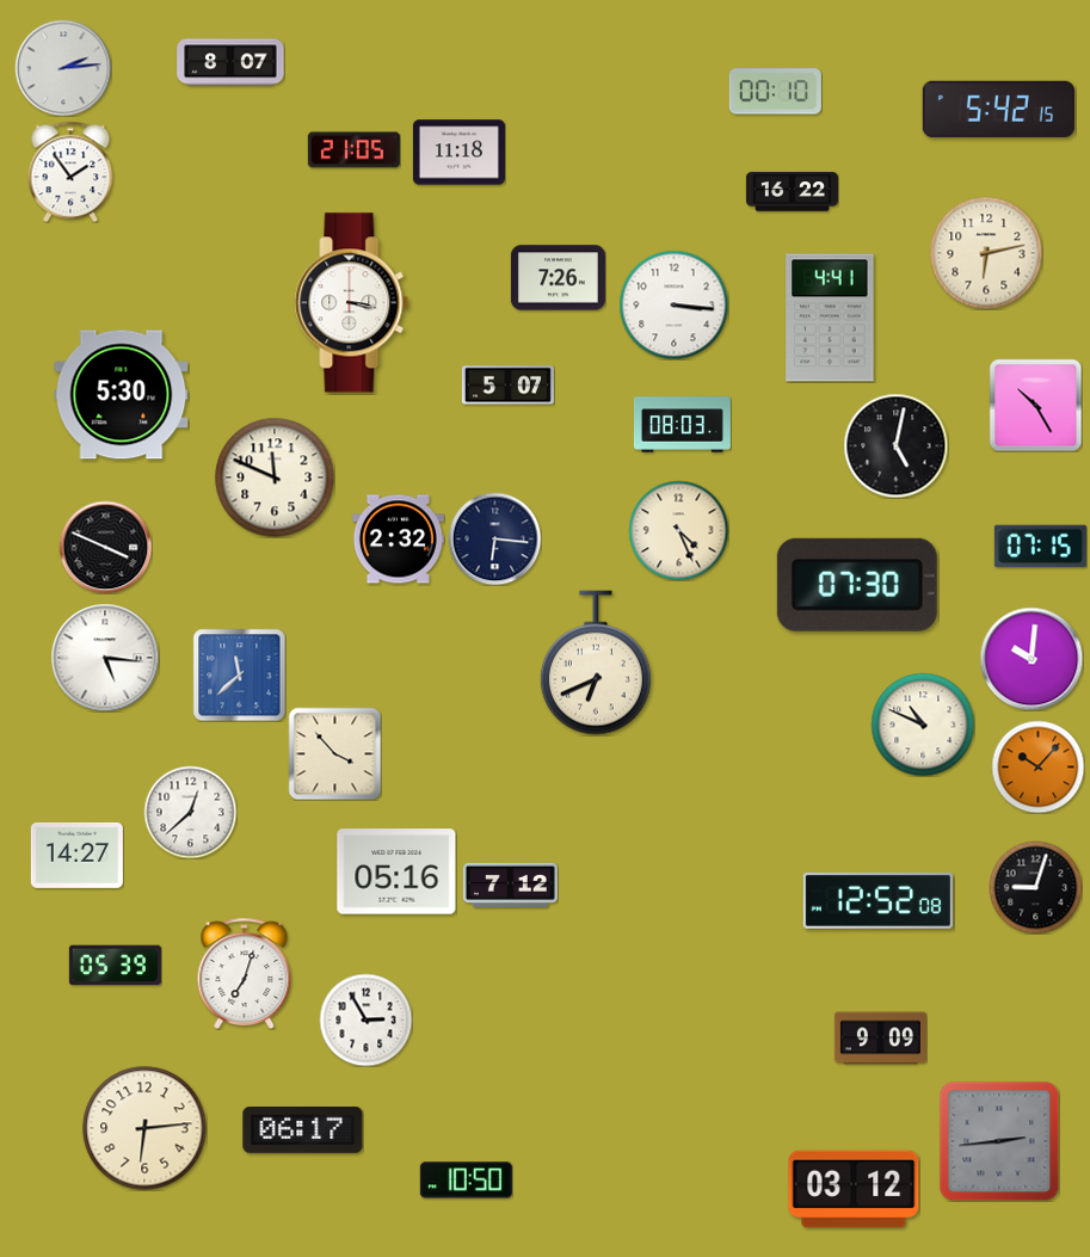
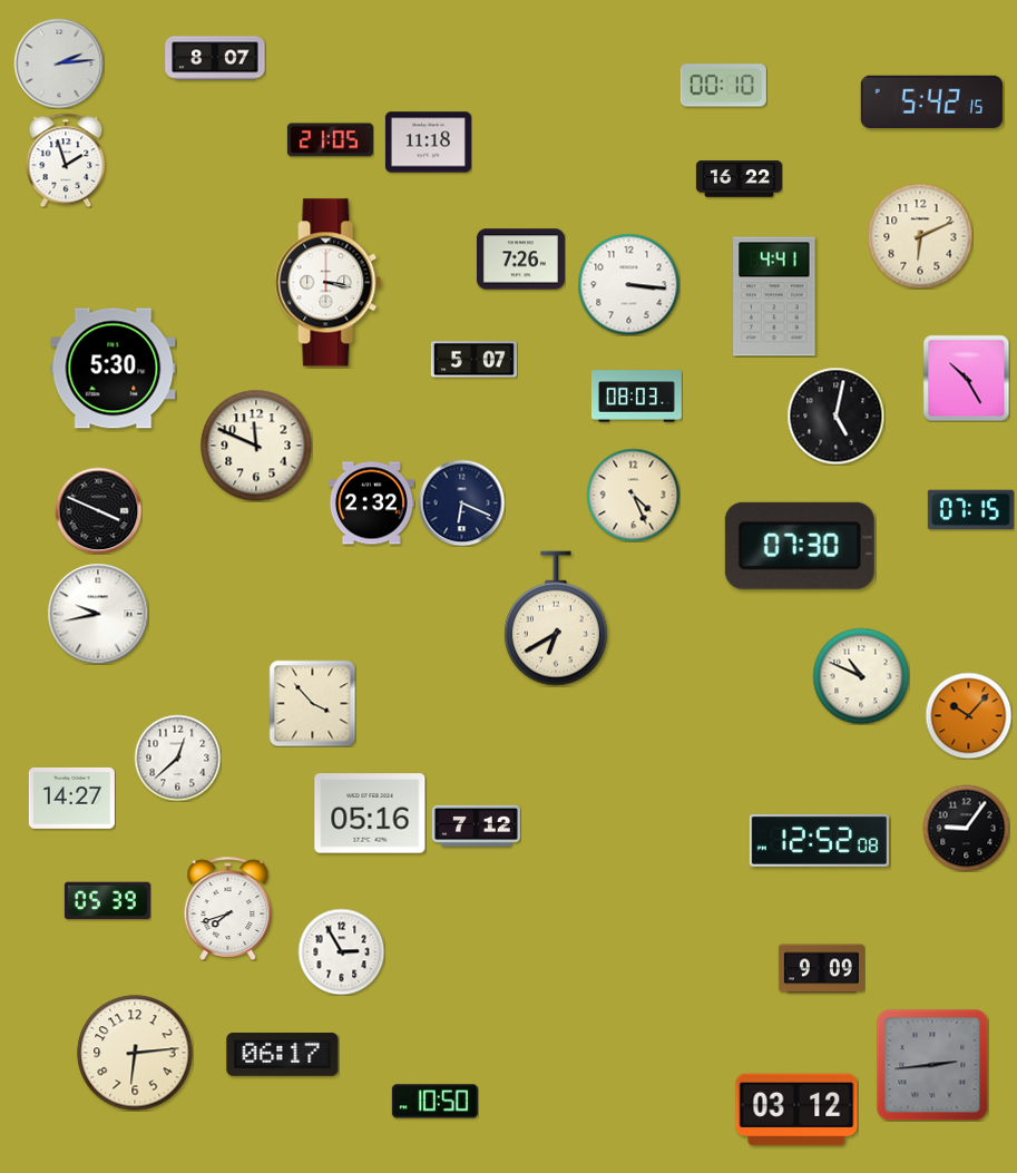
clock at (70, 172): 1:54 -> 1:57
clock at (986, 253): 6:13 -> 6:11
clock at (494, 538): 6:16 -> 6:19
clock at (105, 658): 5:16 -> 9:43
clock at (1032, 659): 10:01 -> none
clock at (596, 663): 6:41 -> 6:40
clock at (239, 674): 11:38 -> none
clock at (1035, 887): 9:03 -> 9:06
clock at (245, 973): 7:03 -> 7:42
